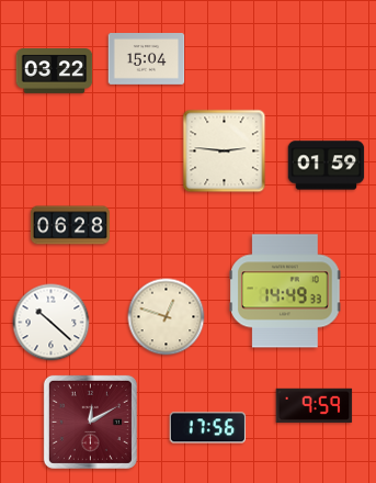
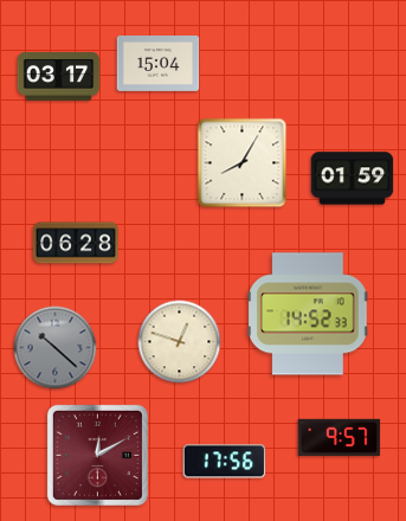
clock at (55, 71): 03:22 -> 03:17
clock at (225, 151): 2:46 -> 8:05
clock at (285, 291): 14:49 -> 14:52
clock at (52, 323) dial: white -> grey
clock at (315, 405): 9:59 -> 9:57
